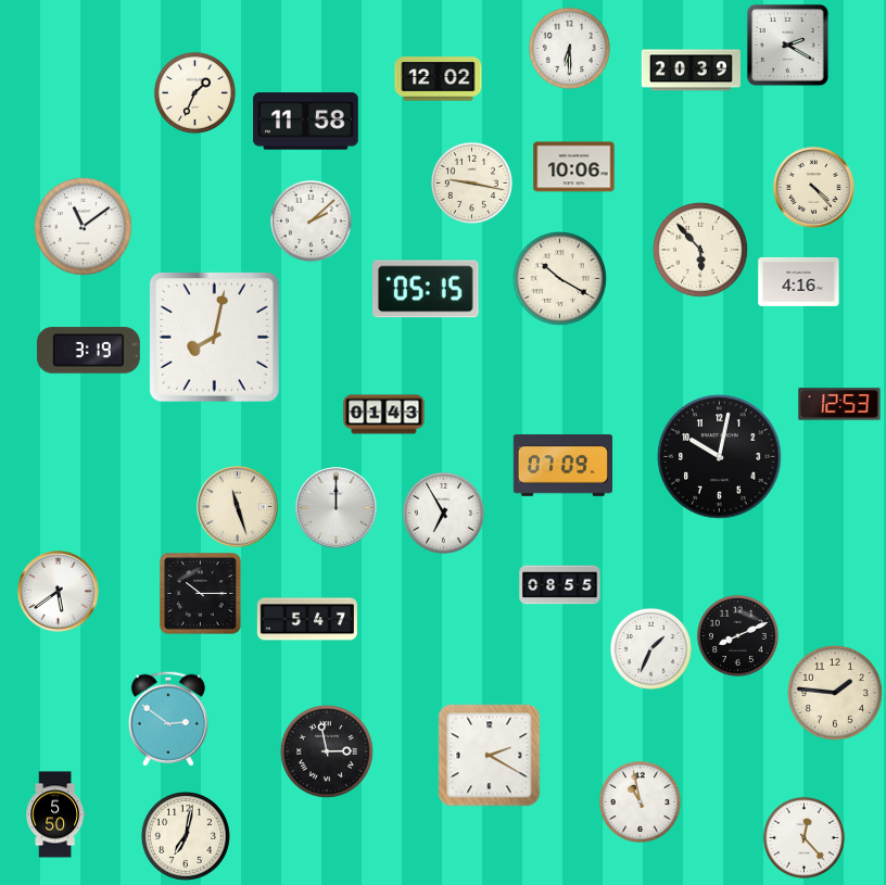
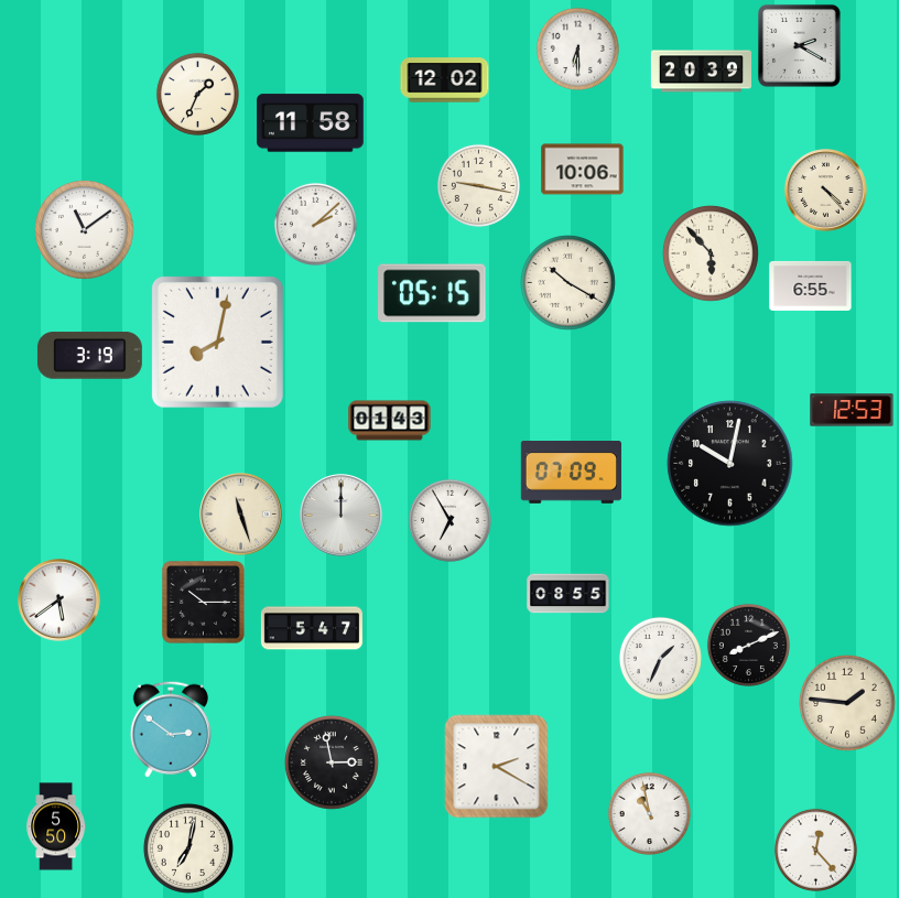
clock at (799, 281): 4:16 -> 6:55
